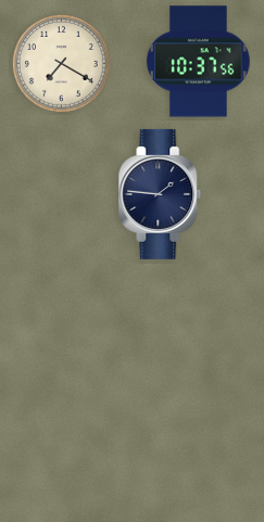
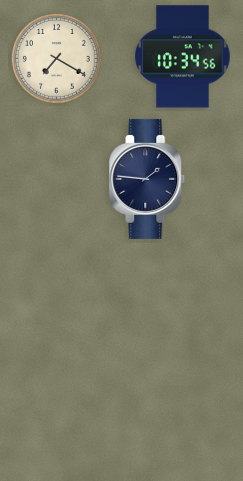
clock at (199, 62): 10:37 -> 10:34
